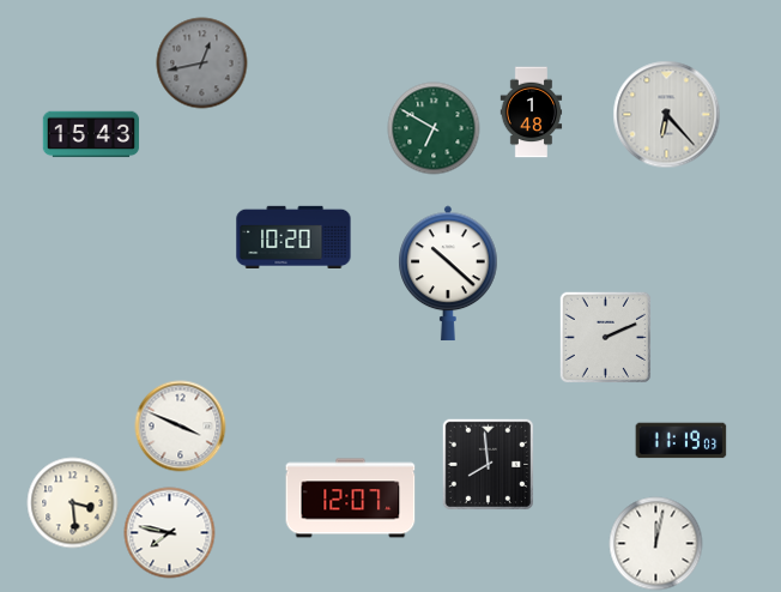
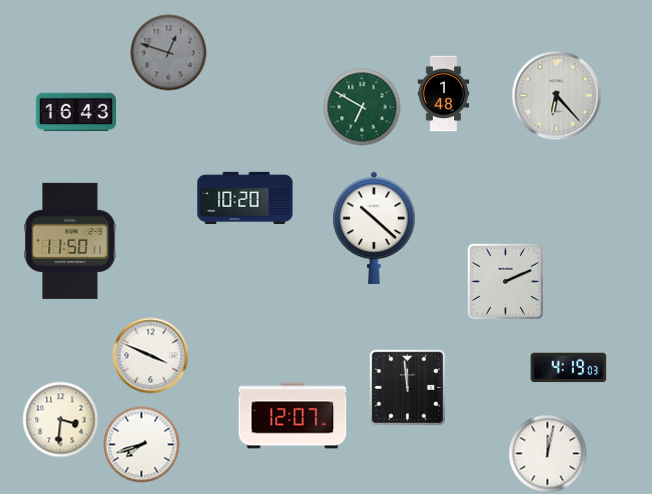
clock at (202, 64): 12:43 -> 12:48
clock at (91, 134): 15:43 -> 16:43
clock at (70, 241): none -> 11:50
clock at (682, 441): 11:19 -> 4:19
clock at (488, 464): 7:59 -> 11:59
clock at (73, 503): 3:29 -> 3:31
clock at (170, 533): 7:47 -> 7:42
